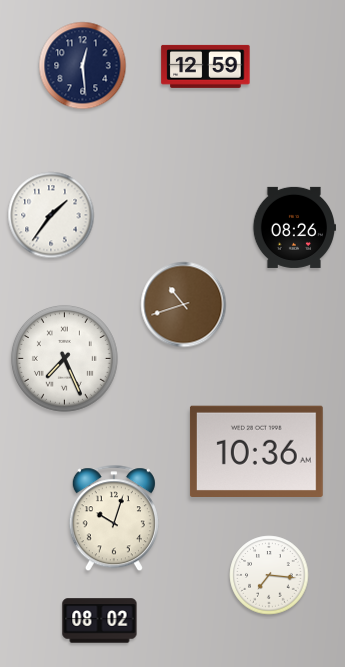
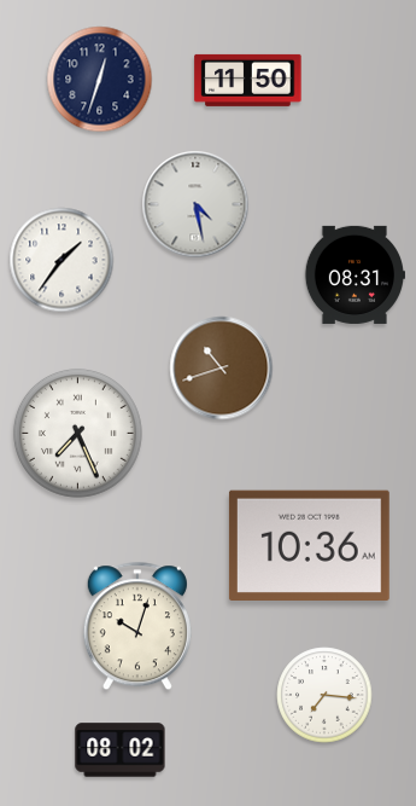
clock at (83, 66): 12:29 -> 12:33
clock at (206, 66): 12:59 -> 11:50
clock at (195, 204): none -> 4:28
clock at (293, 227): 08:26 -> 08:31
